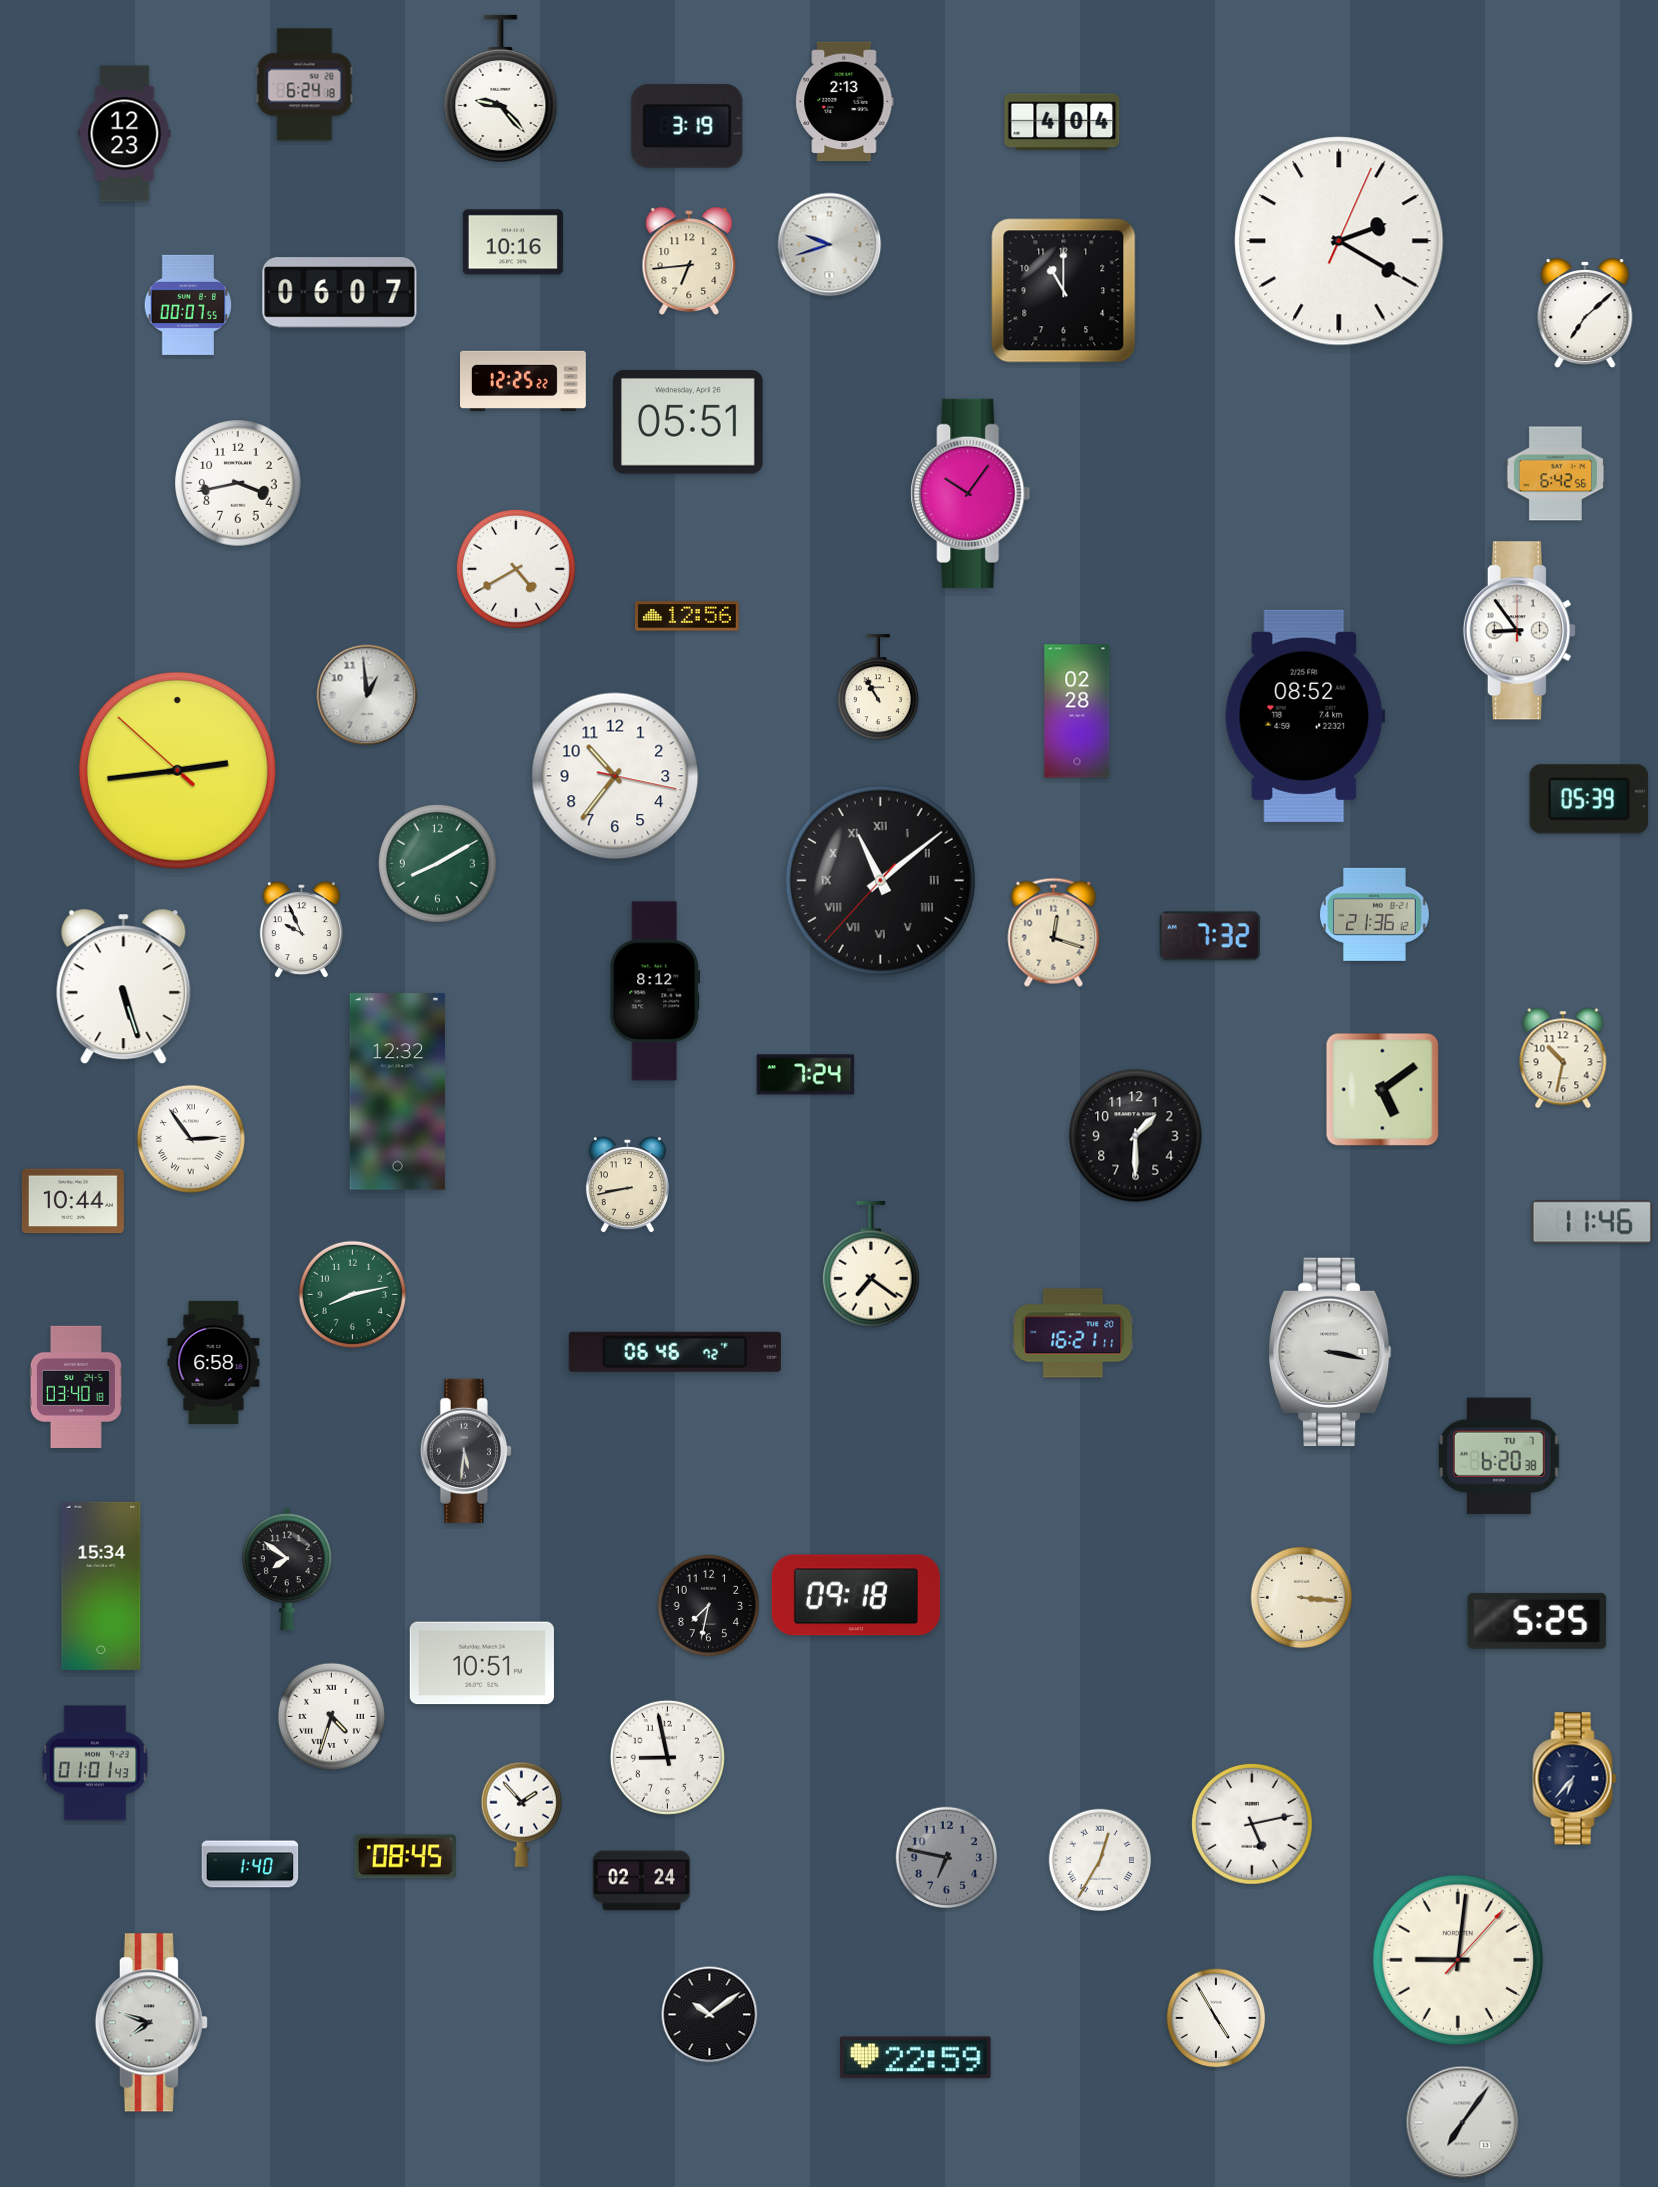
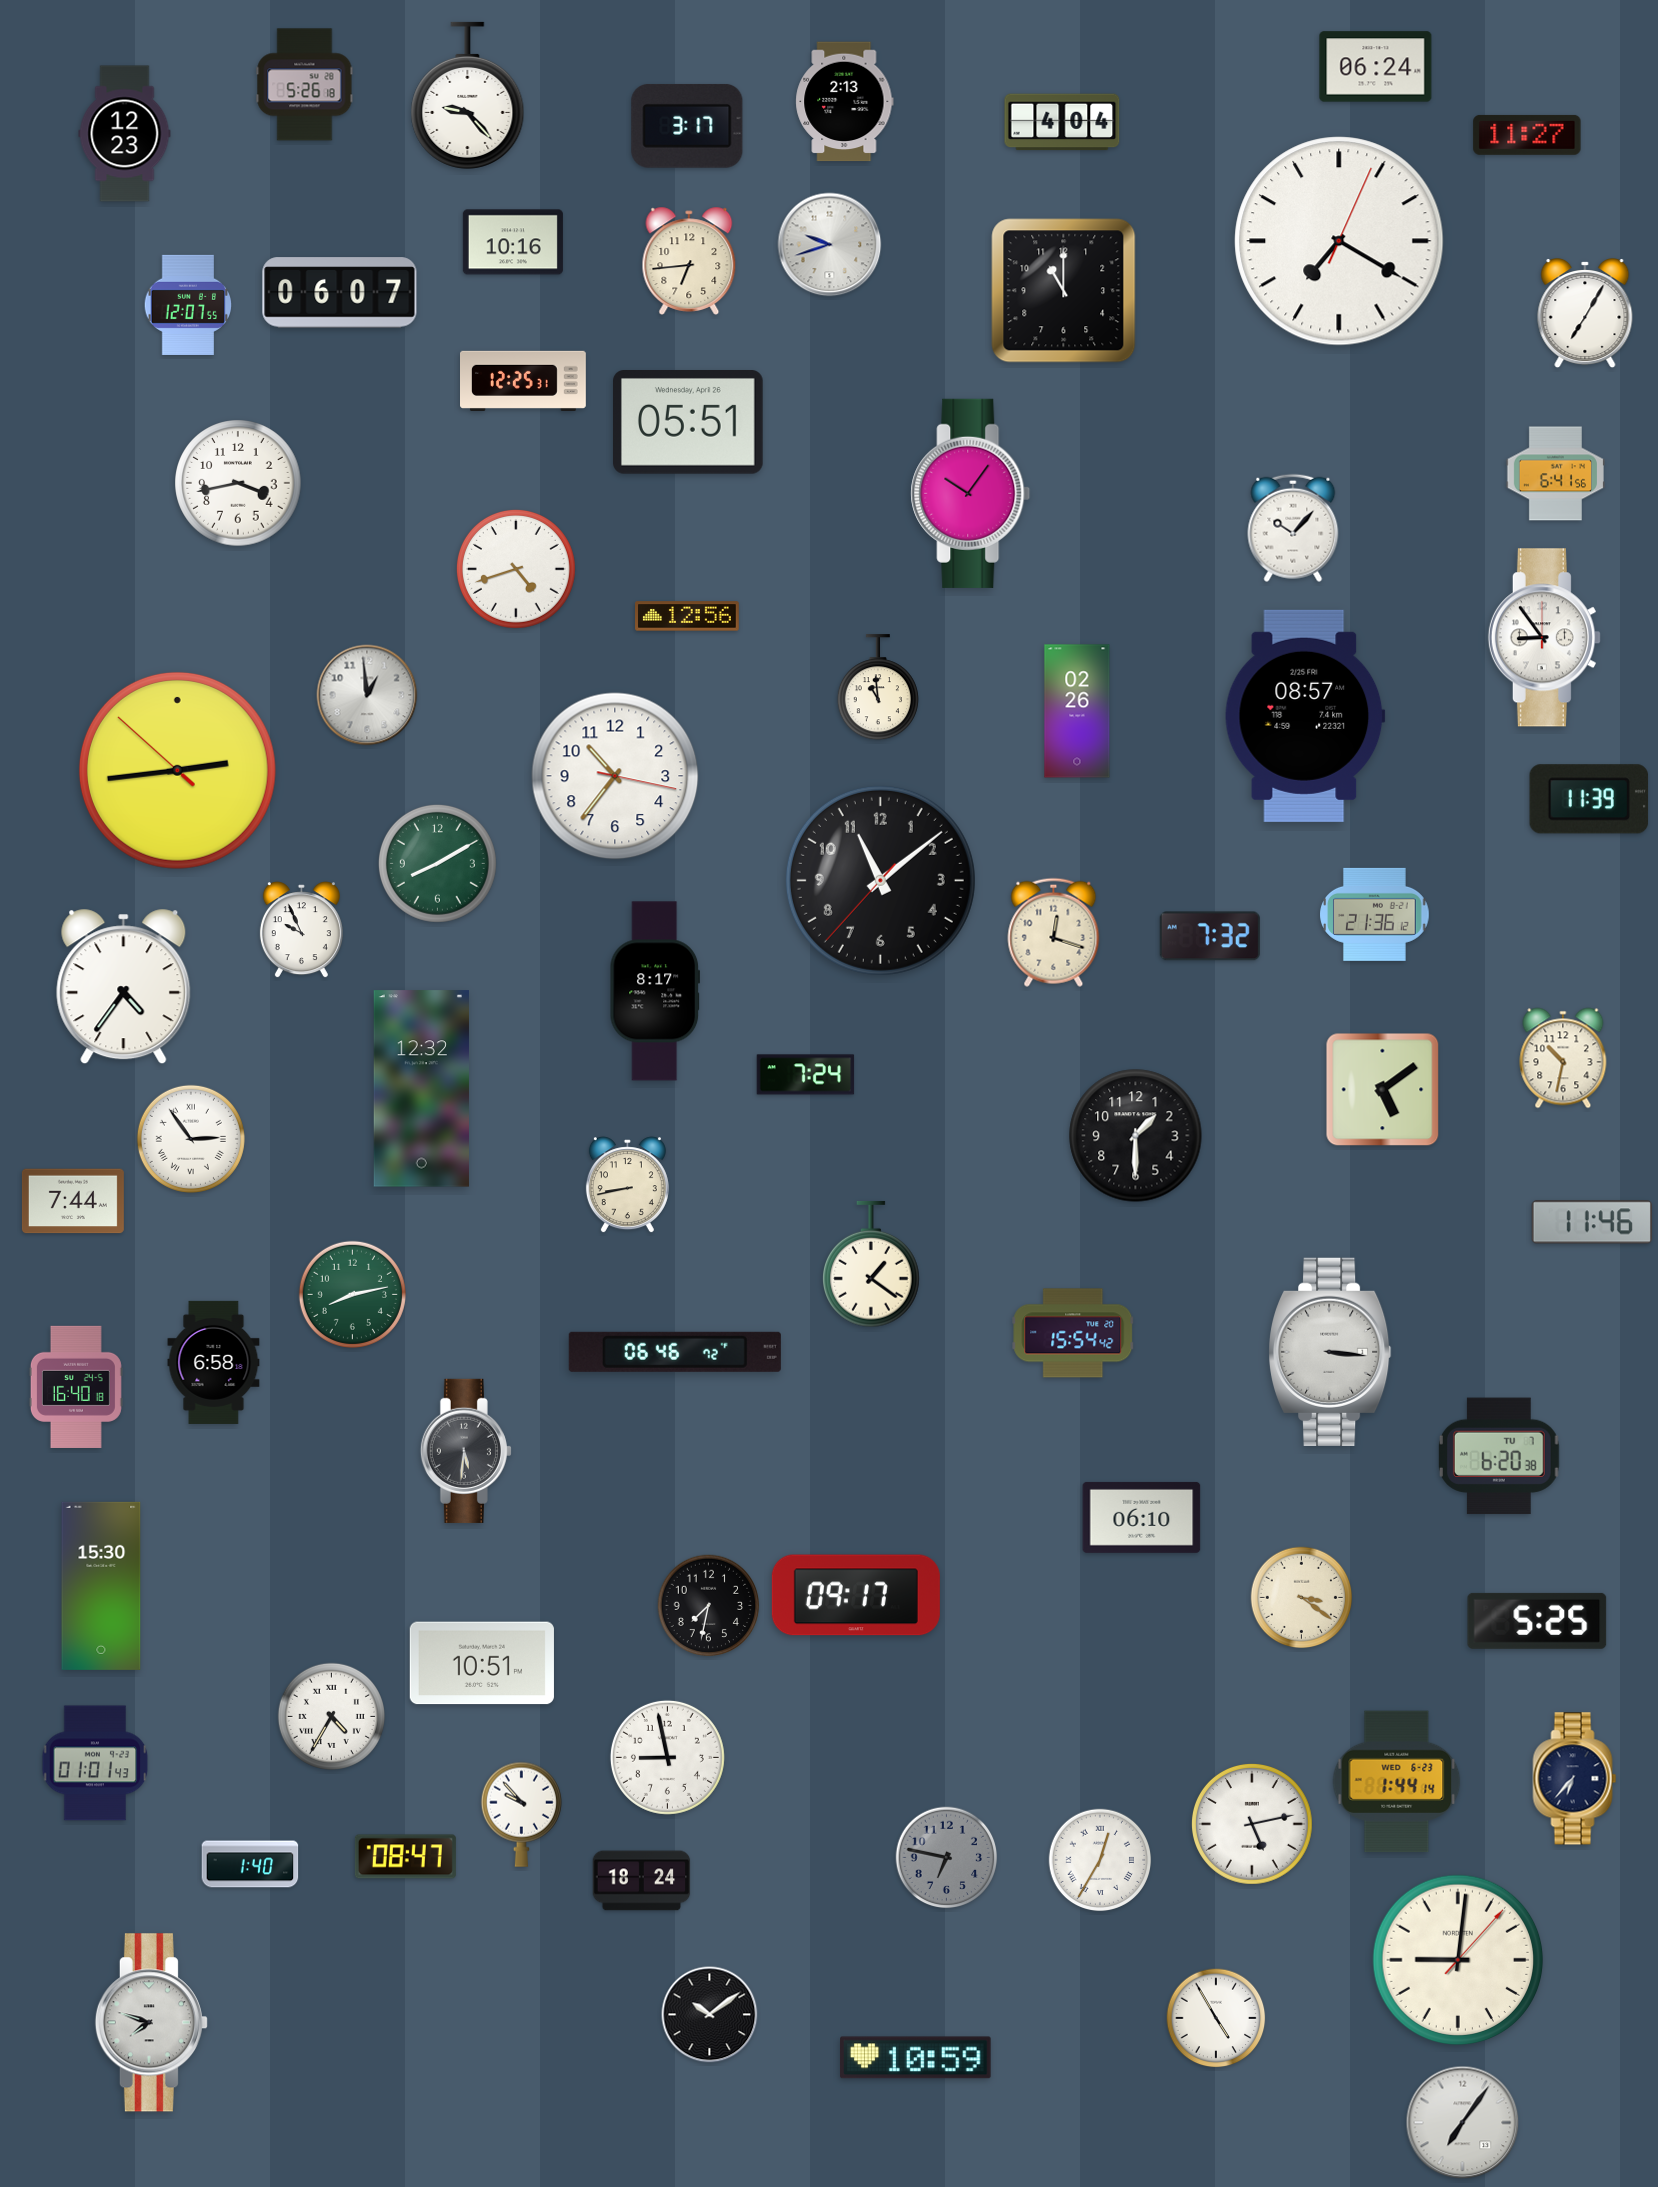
clock at (1376, 67): none -> 06:24
clock at (305, 85): 6:24 -> 5:26
clock at (501, 88) position: (501, 88) -> (468, 95)
clock at (687, 126): 3:19 -> 3:17
clock at (1527, 135): none -> 11:27
clock at (1339, 241): 2:20 -> 7:20
clock at (187, 305): 00:07 -> 12:07
clock at (1585, 314): 7:08 -> 7:05
clock at (524, 380): 12:25:22 -> 12:25:31
clock at (1555, 474): 6:42 -> 6:41
clock at (1293, 528): none -> 10:07
clock at (516, 569): 4:40 -> 4:42
clock at (1519, 631) position: (1519, 631) -> (1544, 638)
clock at (878, 688): 10:55 -> 10:59
clock at (1077, 711): 02:28 -> 02:26
clock at (1305, 716): 08:52 -> 08:57
clock at (1589, 799): 05:39 -> 11:39
clock at (880, 880) numerals: Roman -> Arabic
clock at (124, 987): 5:27 -> 4:36
clock at (654, 991): 8:12 -> 8:17
clock at (397, 1092) position: (397, 1092) -> (421, 1089)
clock at (73, 1201): 10:44 -> 7:44
clock at (872, 1264): 7:21 -> 1:21
clock at (1073, 1333): 16:21 -> 15:54
clock at (1331, 1352): 3:17 -> 3:16
clock at (76, 1387): 03:40 -> 16:40
clock at (1142, 1517): none -> 06:10
clock at (287, 1569): 7:51 -> none
clock at (101, 1586): 15:34 -> 15:30
clock at (856, 1595): 09:18 -> 09:17
clock at (1302, 1598): 3:16 -> 3:21
clock at (331, 1716): 4:33 -> 4:35
clock at (1397, 1782): none -> 1:44
clock at (521, 1814): 1:53 -> 9:53
clock at (405, 1857): 08:45 -> 08:47
clock at (642, 1881): 02:24 -> 18:24
clock at (916, 2058): 22:59 -> 10:59
